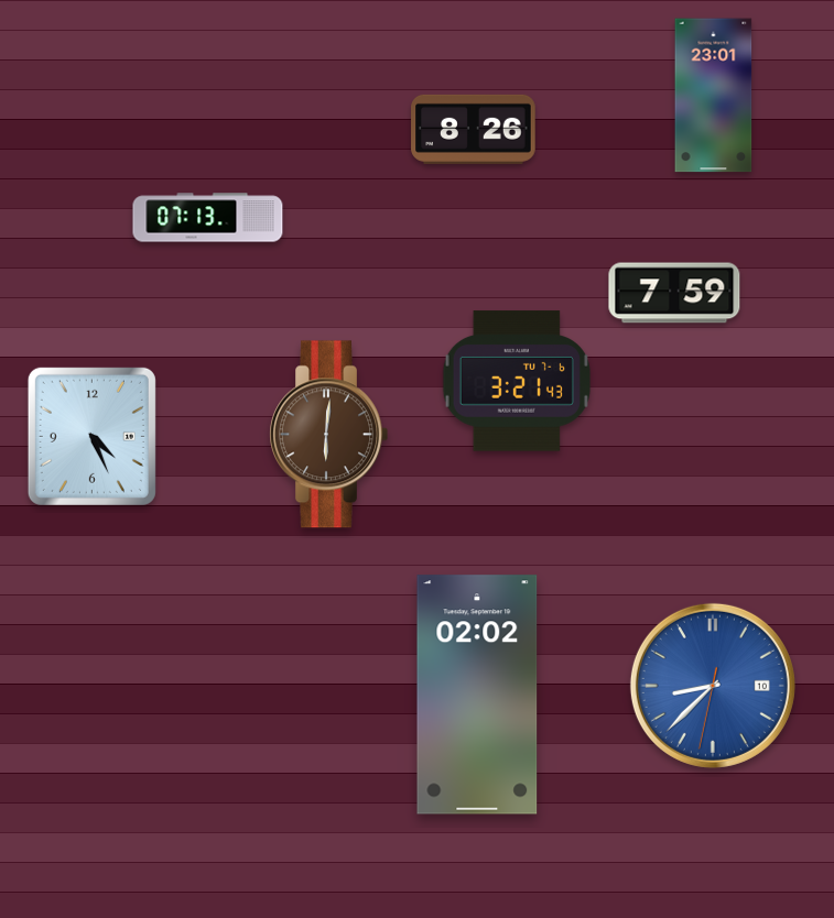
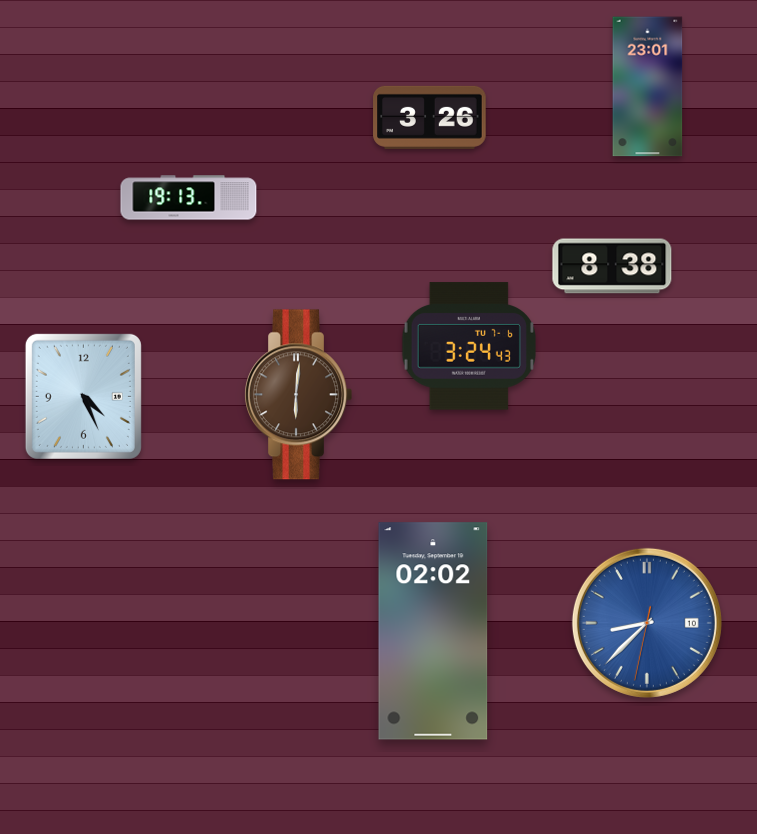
clock at (474, 129): 8:26 -> 3:26
clock at (208, 218): 07:13 -> 19:13
clock at (674, 293): 7:59 -> 8:38
clock at (517, 381): 3:21 -> 3:24
